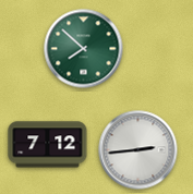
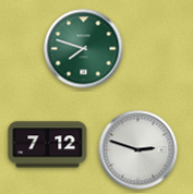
clock at (84, 49): 7:52 -> 7:48
clock at (138, 150): 2:44 -> 2:48
